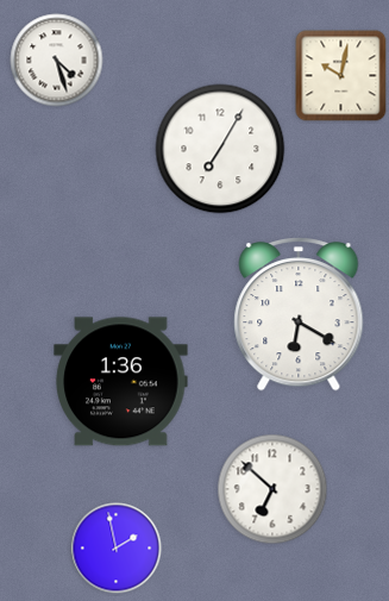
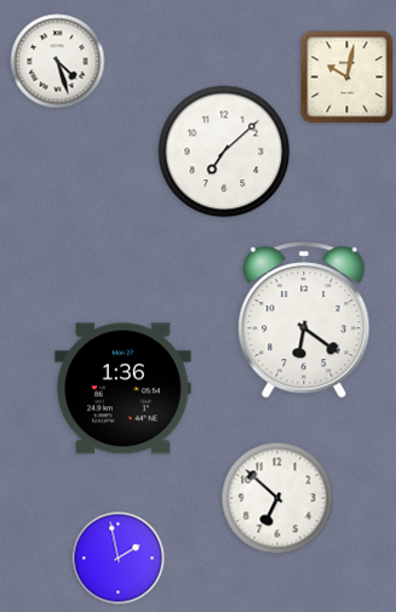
clock at (220, 149): 7:05 -> 7:08
clock at (299, 315): 6:20 -> 6:21
